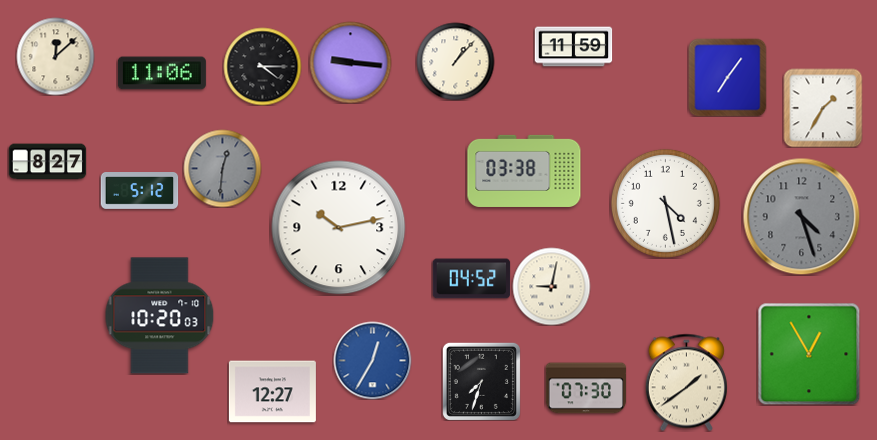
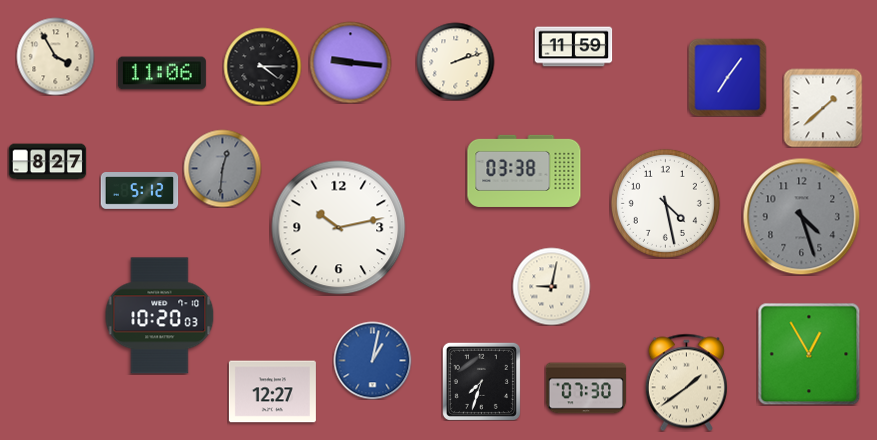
clock at (55, 56): 12:08 -> 3:55
clock at (455, 61): 1:07 -> 2:12
clock at (823, 108): 1:35 -> 1:38
clock at (471, 279): 04:52 -> none
clock at (372, 360): 12:35 -> 1:02
